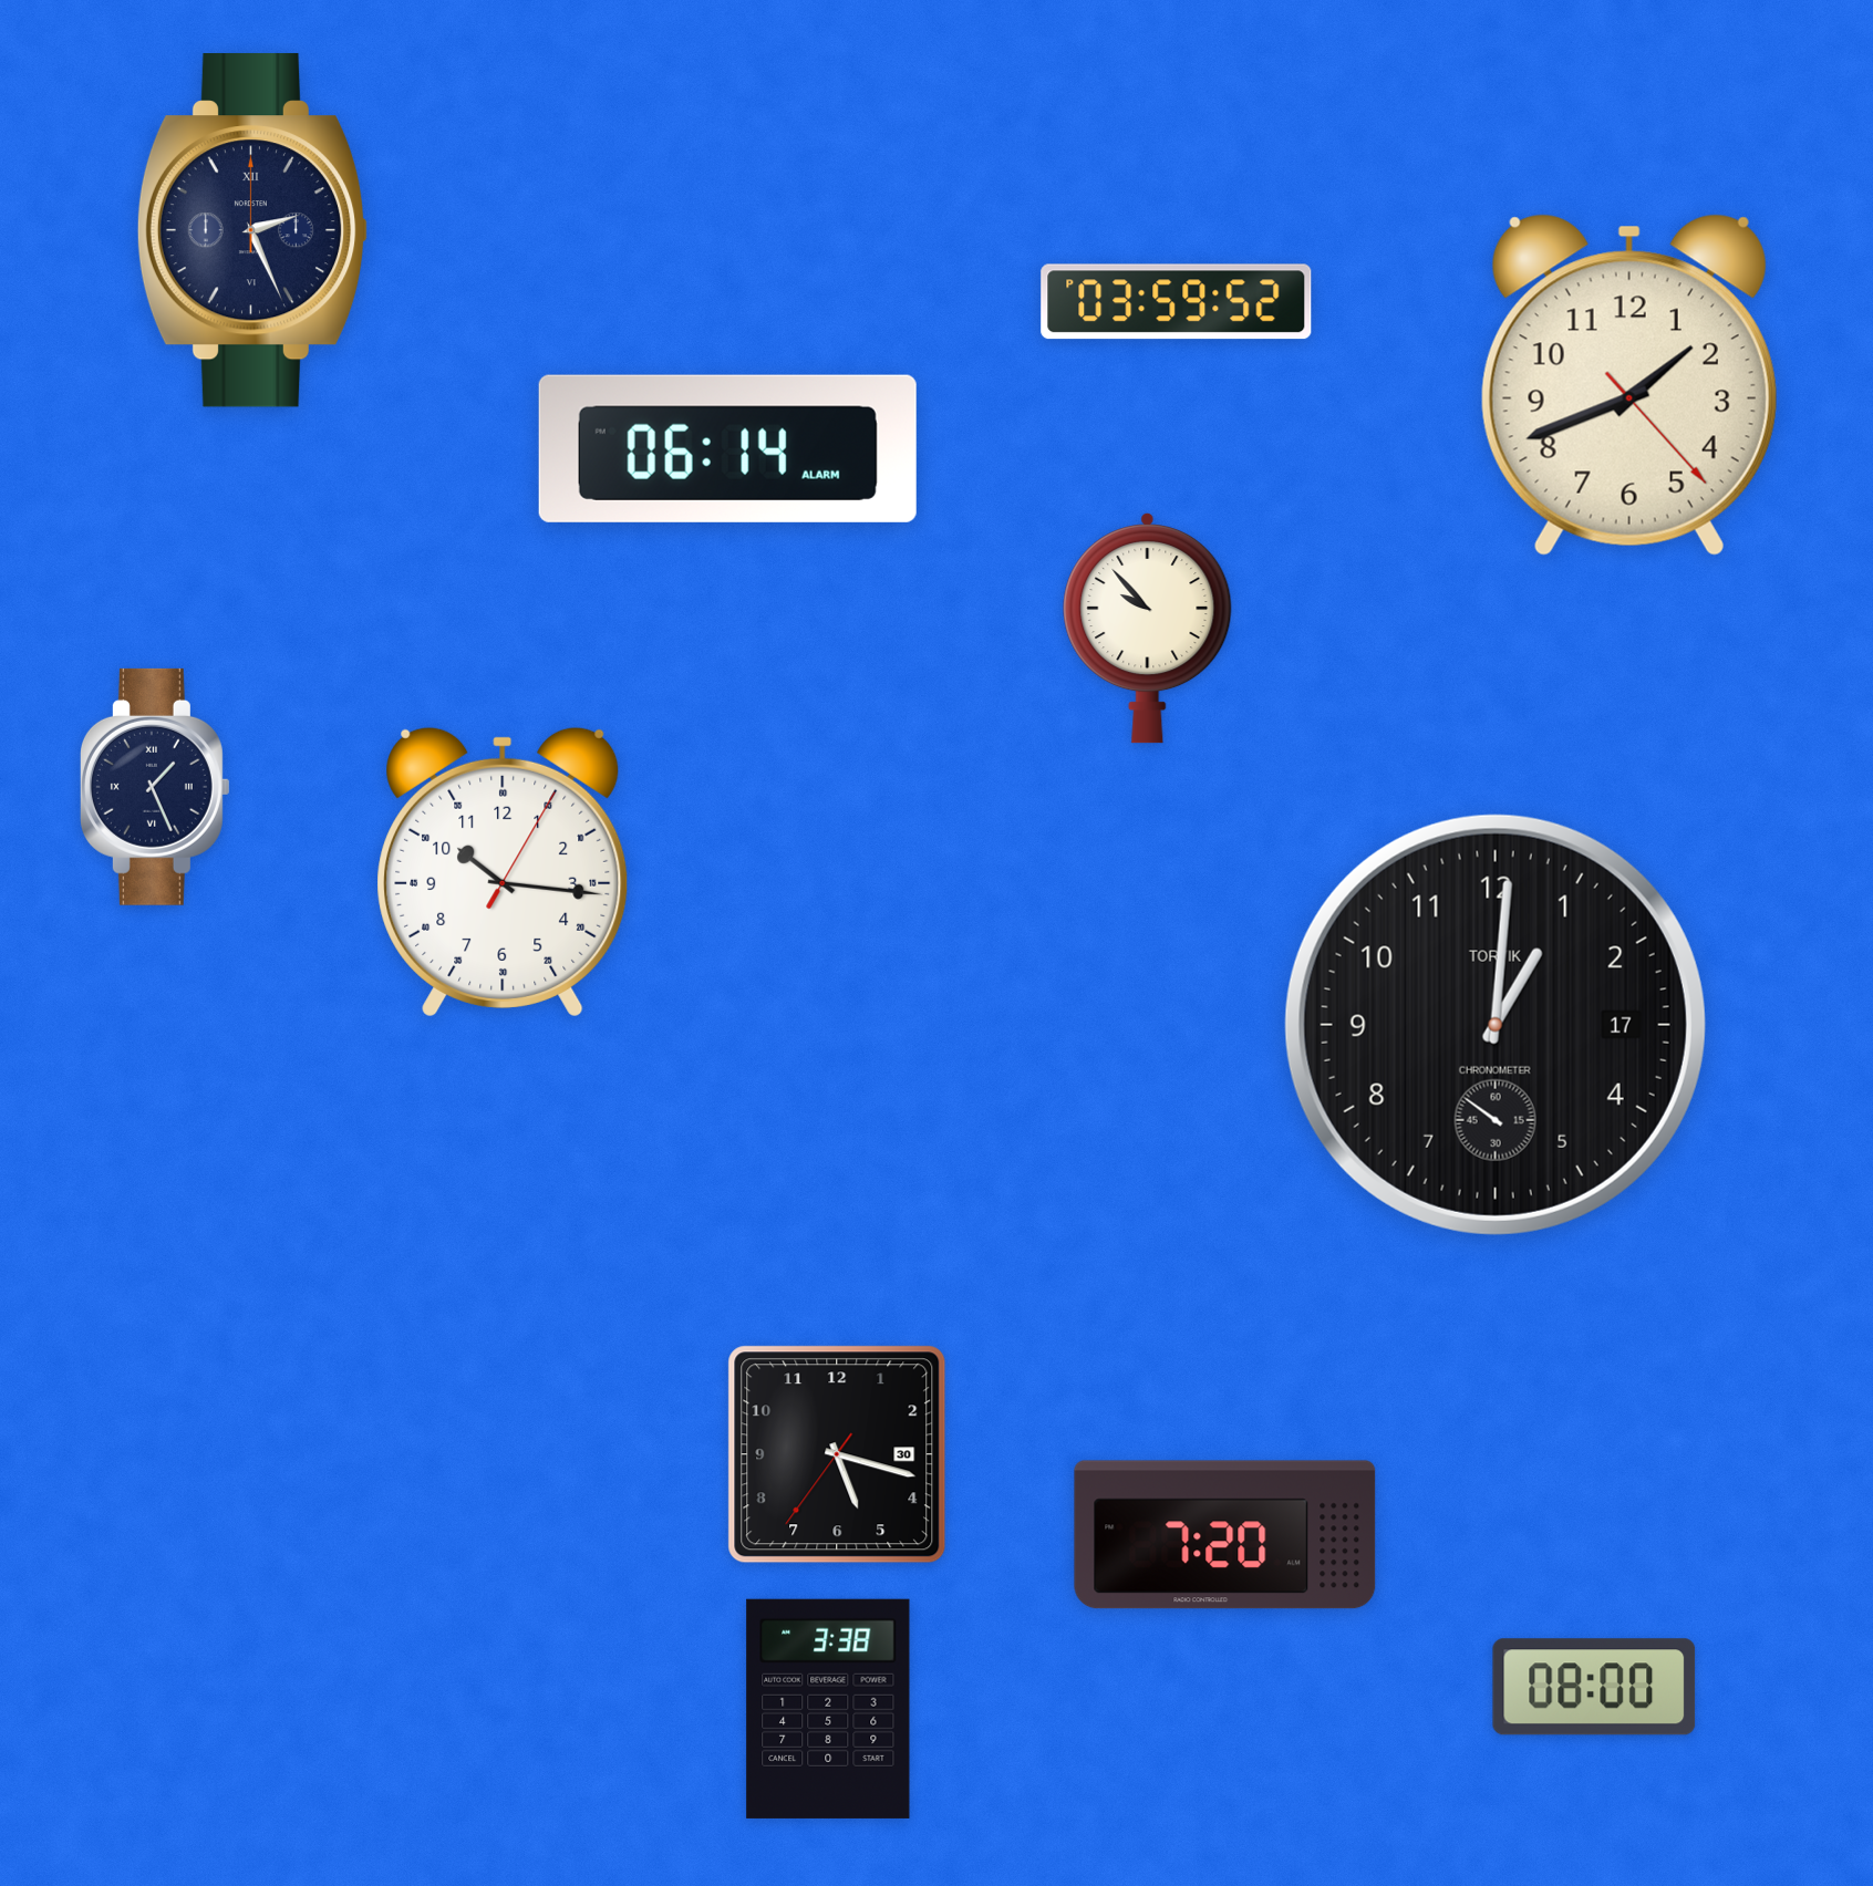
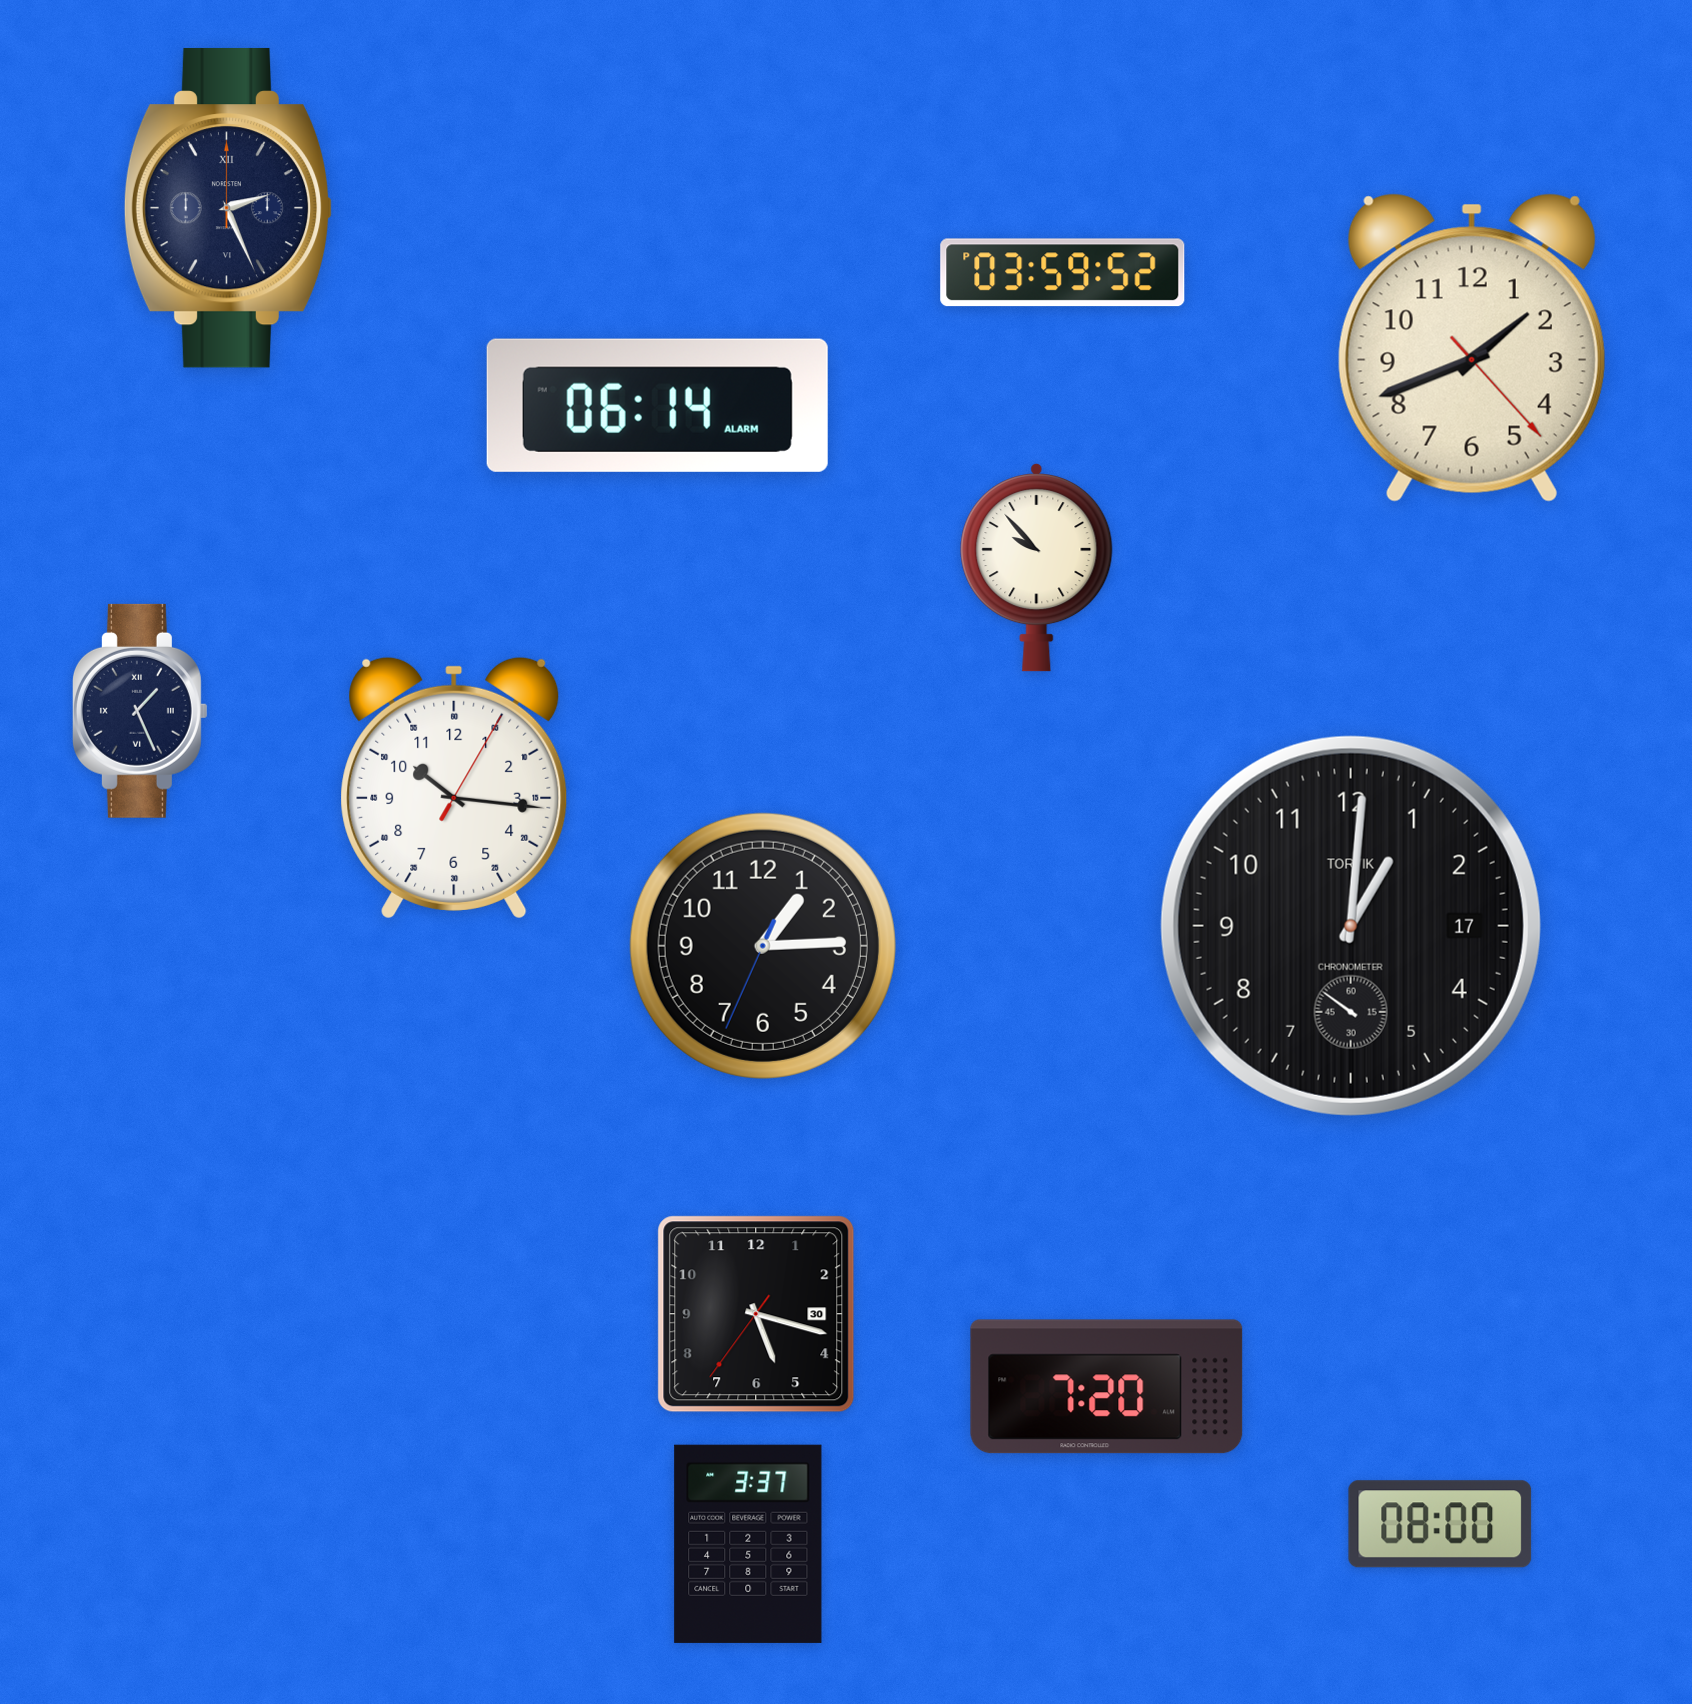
clock at (763, 946): none -> 1:14
clock at (828, 1709): 3:38 -> 3:37
